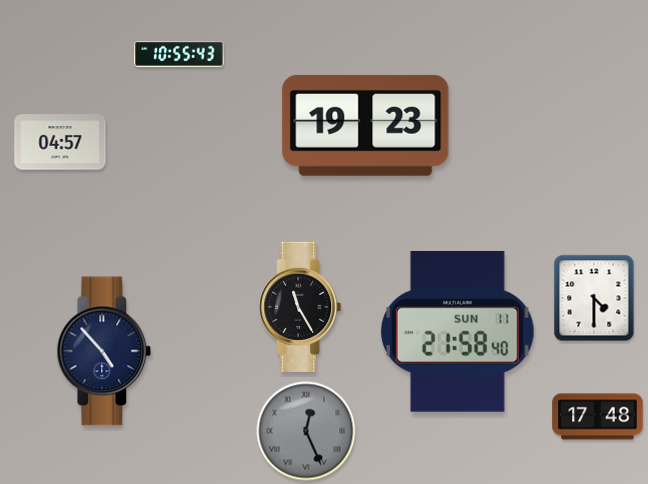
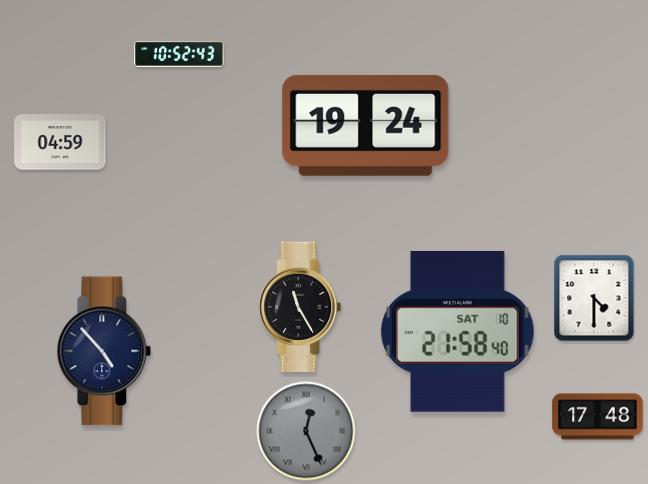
clock at (179, 54): 10:55 -> 10:52
clock at (366, 125): 19:23 -> 19:24
clock at (60, 142): 04:57 -> 04:59
clock at (457, 331) date: SUN 11 -> SAT 10
